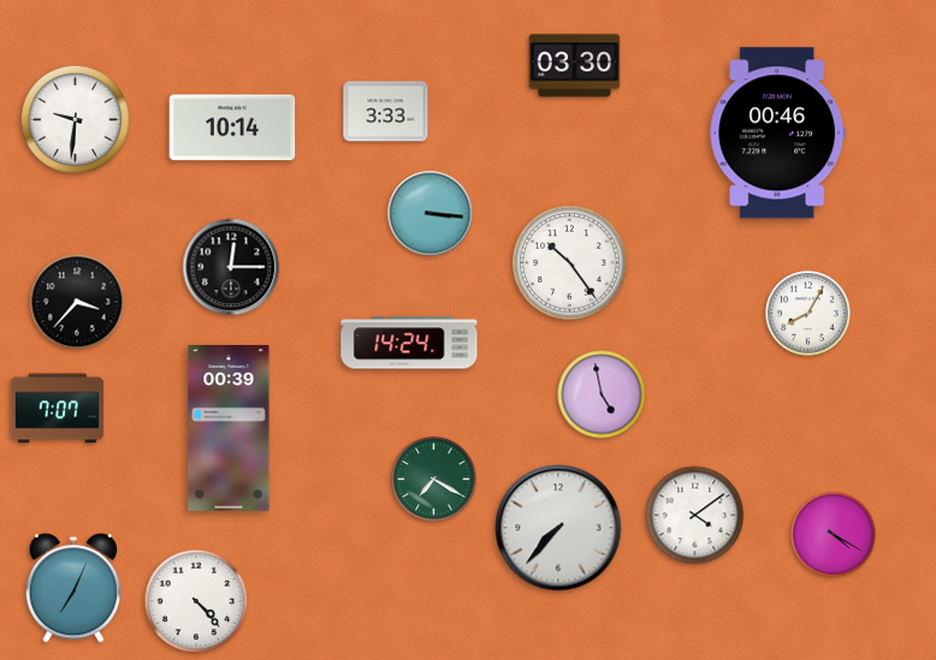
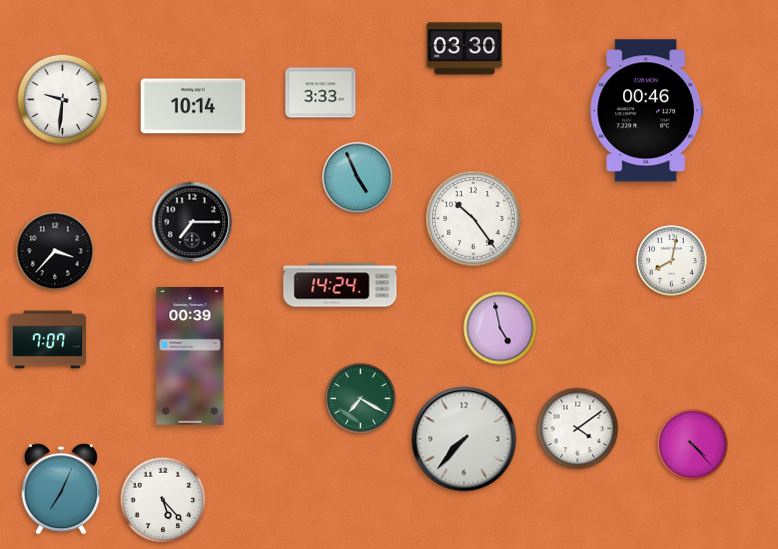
clock at (575, 66) position: (575, 66) -> (465, 49)
clock at (431, 214): 3:16 -> 4:56
clock at (231, 267): 12:15 -> 7:15
clock at (77, 302) position: (77, 302) -> (55, 251)
clock at (808, 314): 8:05 -> 8:02
clock at (834, 535): 4:20 -> 4:23
clock at (196, 601): 4:23 -> 5:23
